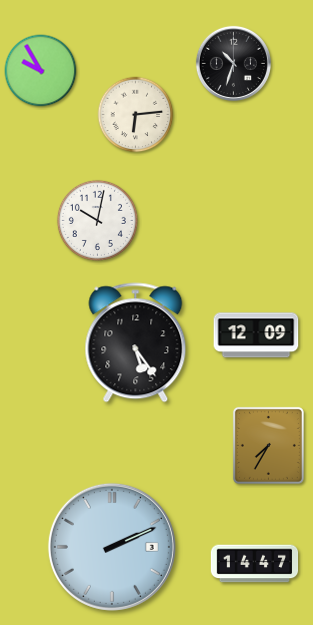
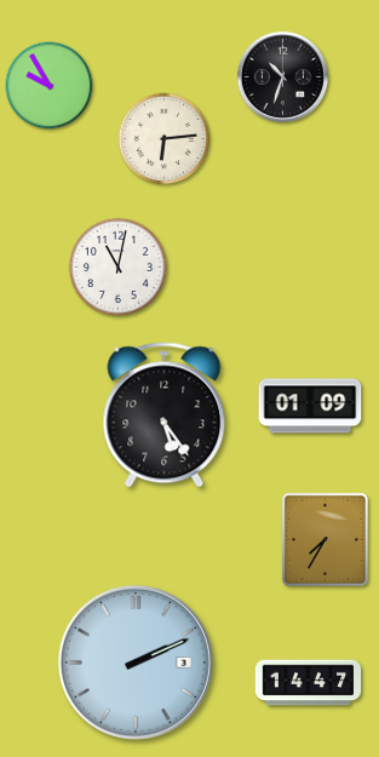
clock at (97, 220): 10:02 -> 11:02
clock at (256, 335): 12:09 -> 01:09
